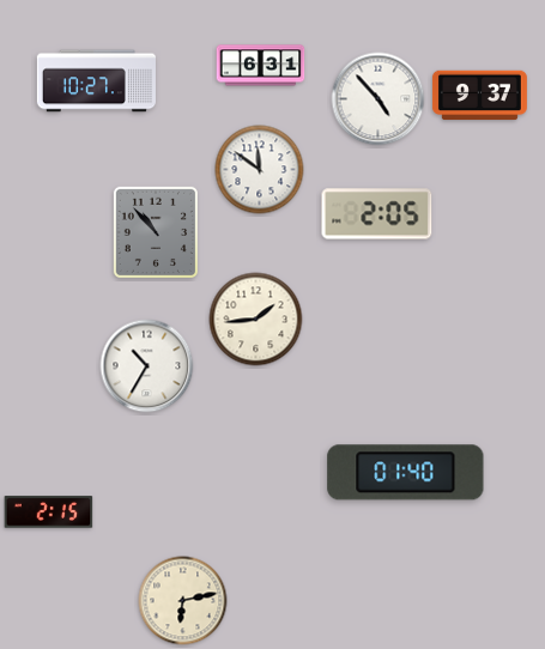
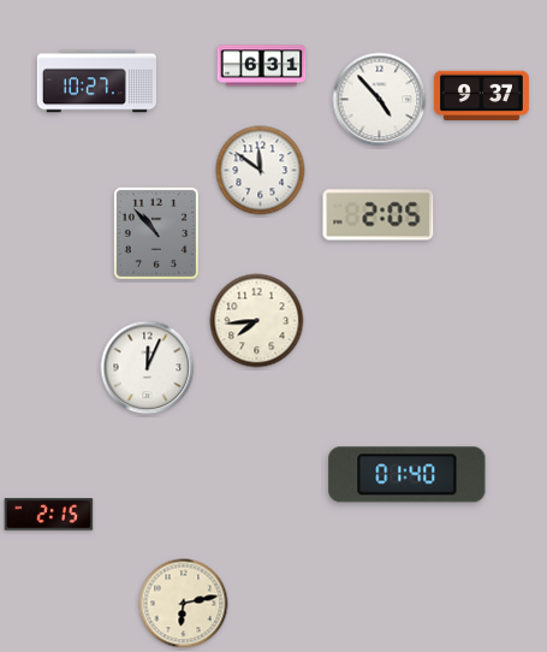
clock at (256, 320): 1:44 -> 7:44
clock at (147, 366): 10:35 -> 12:04
